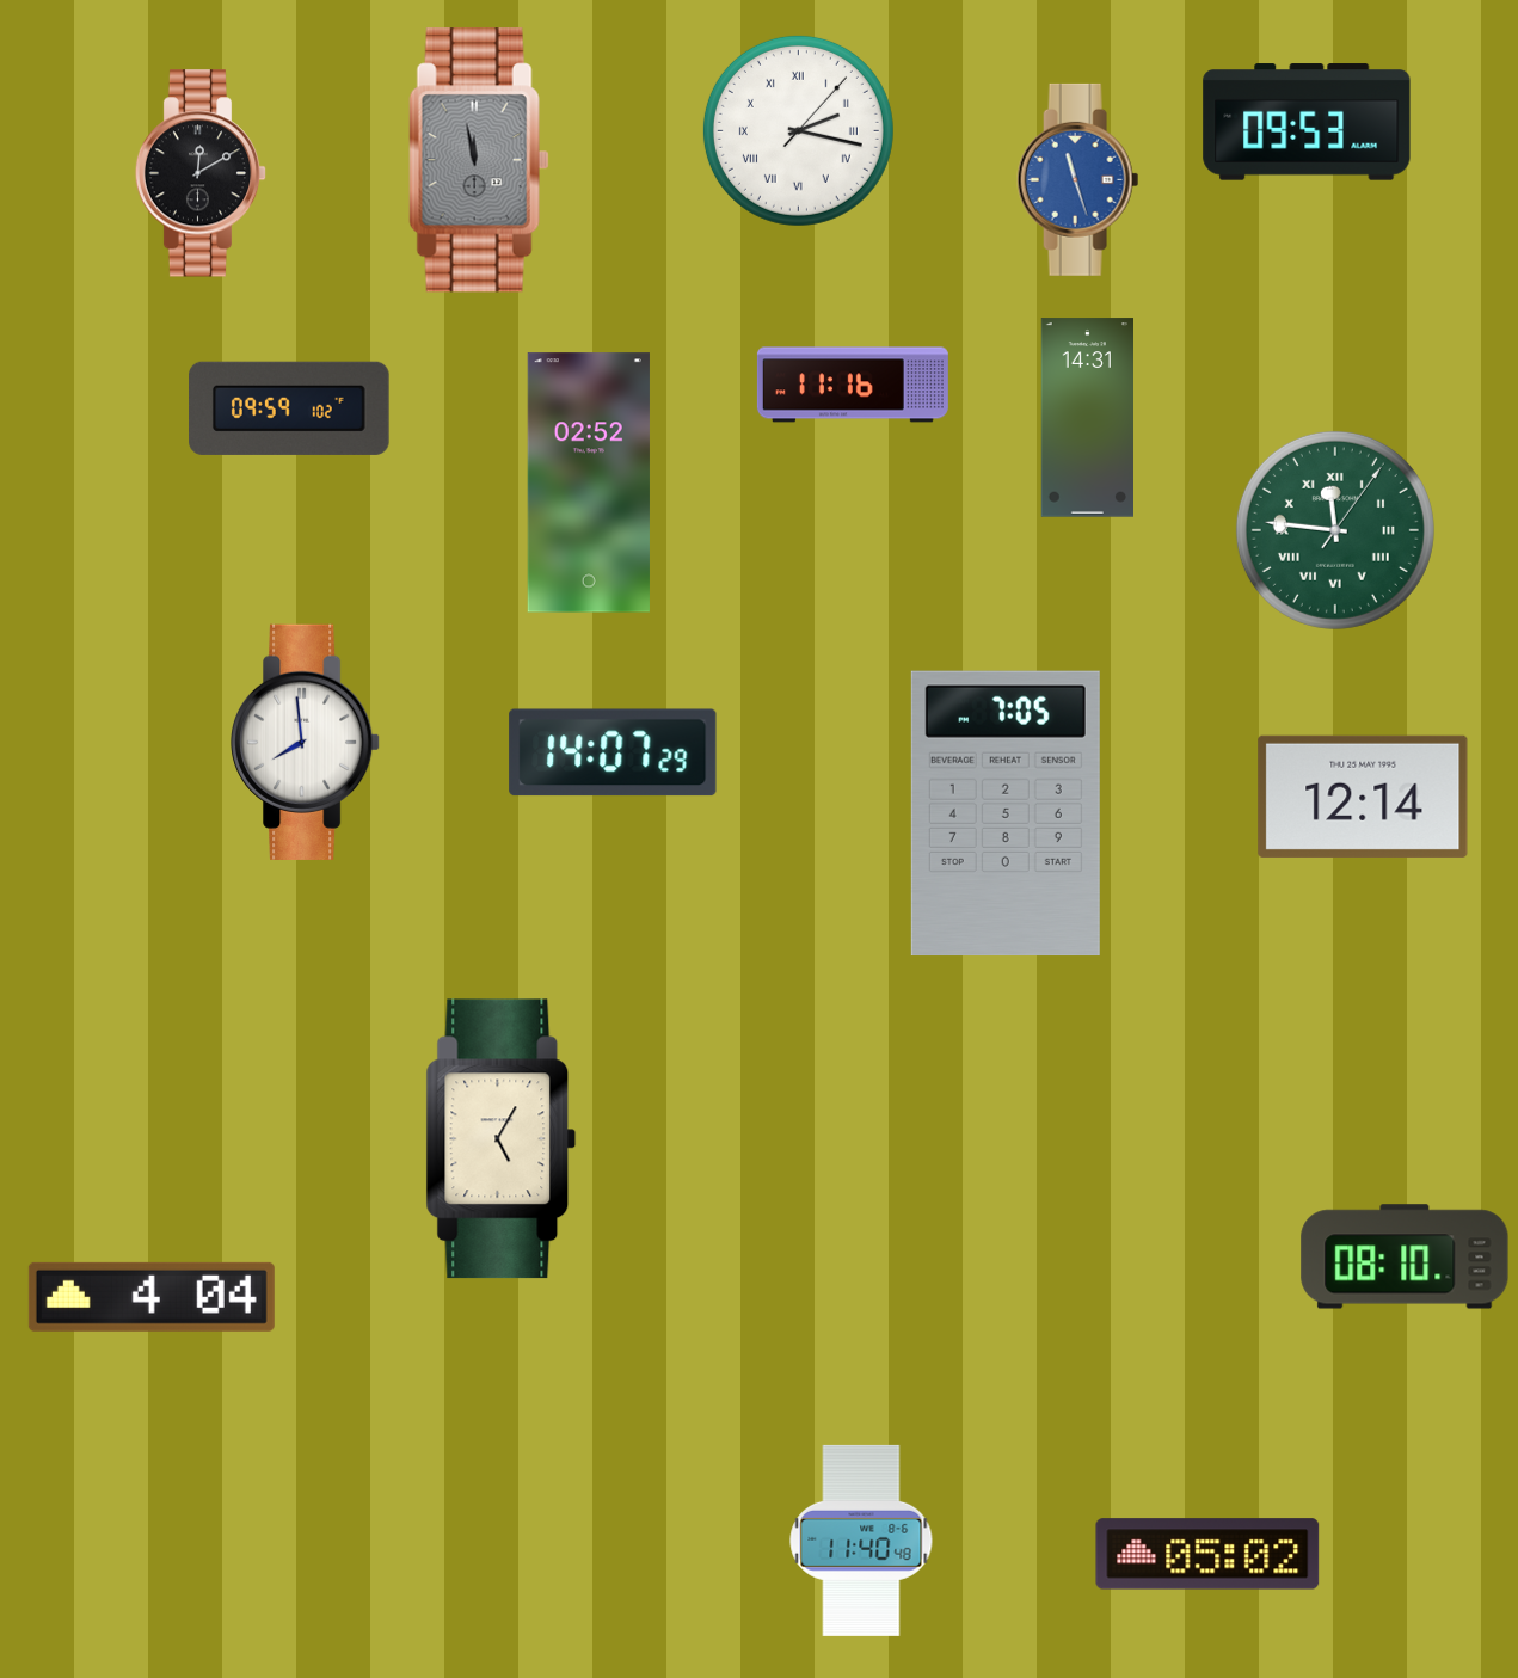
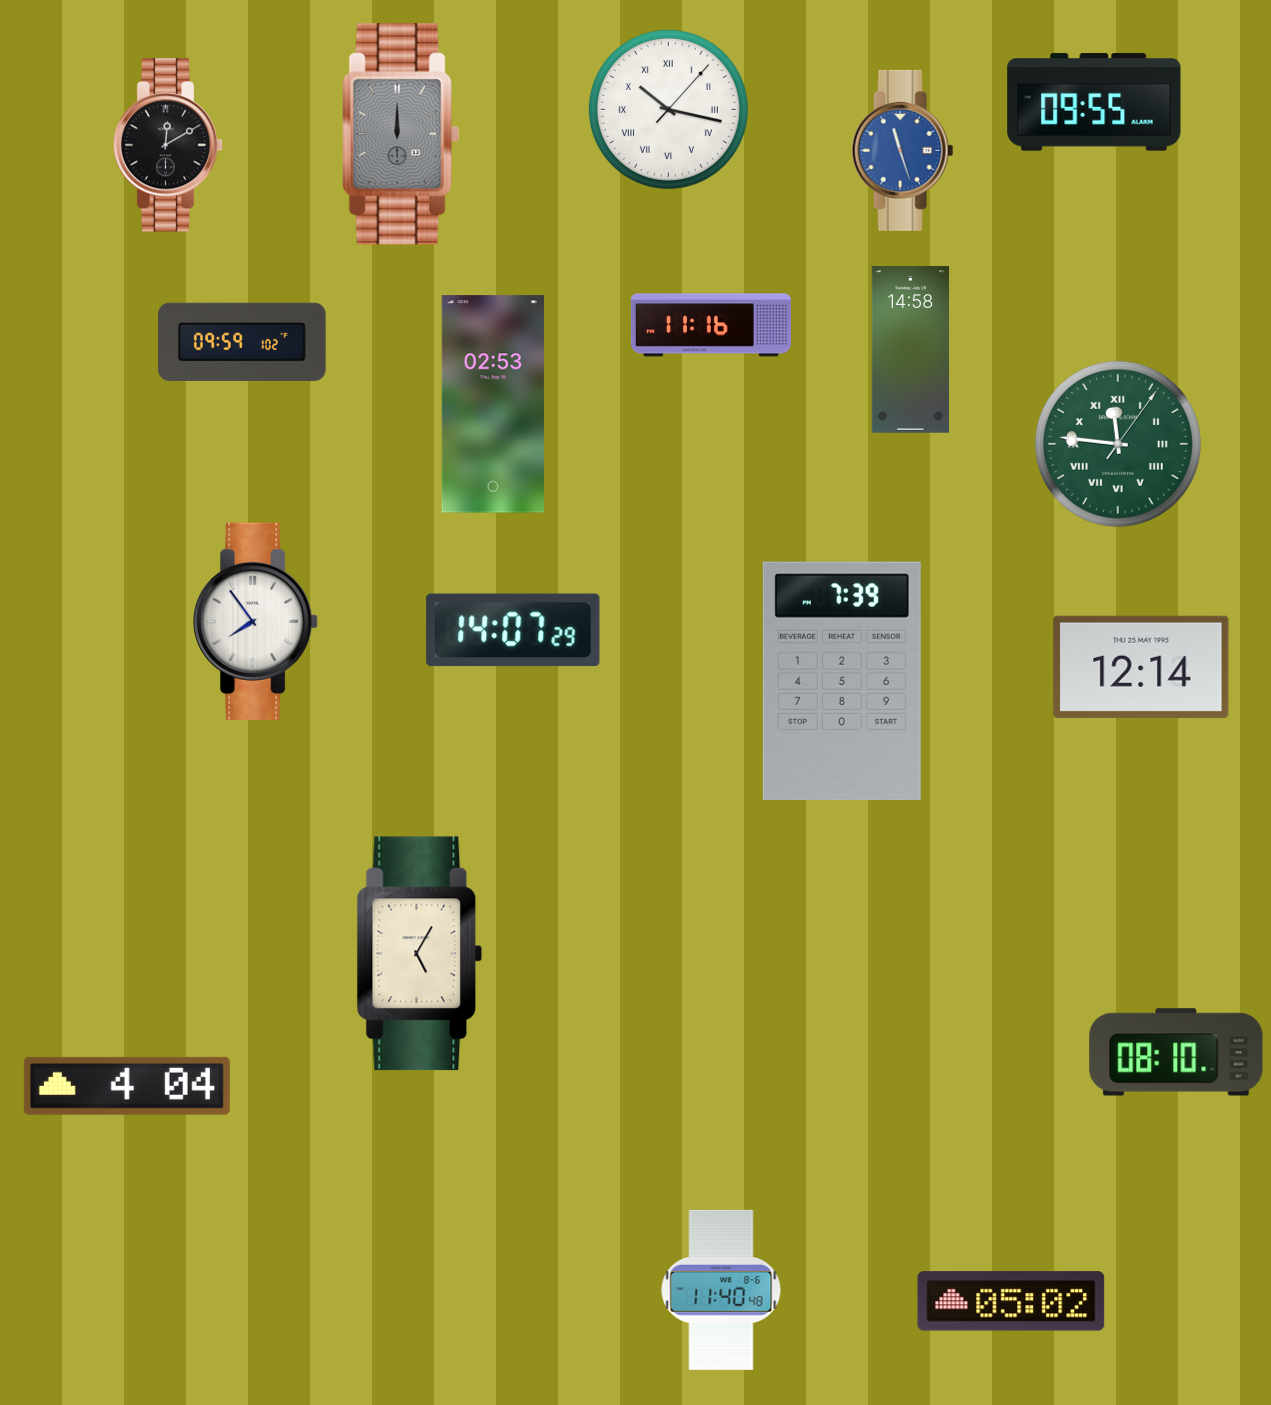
clock at (1307, 122): 09:53 -> 09:55
clock at (798, 130): 2:17 -> 10:17
clock at (479, 160): 11:58 -> 12:00
clock at (853, 385) position: (853, 385) -> (711, 325)
clock at (1087, 418): 14:31 -> 14:58
clock at (589, 482): 02:52 -> 02:53
clock at (306, 742): 7:59 -> 7:54
clock at (1006, 813): 7:05 -> 7:39
